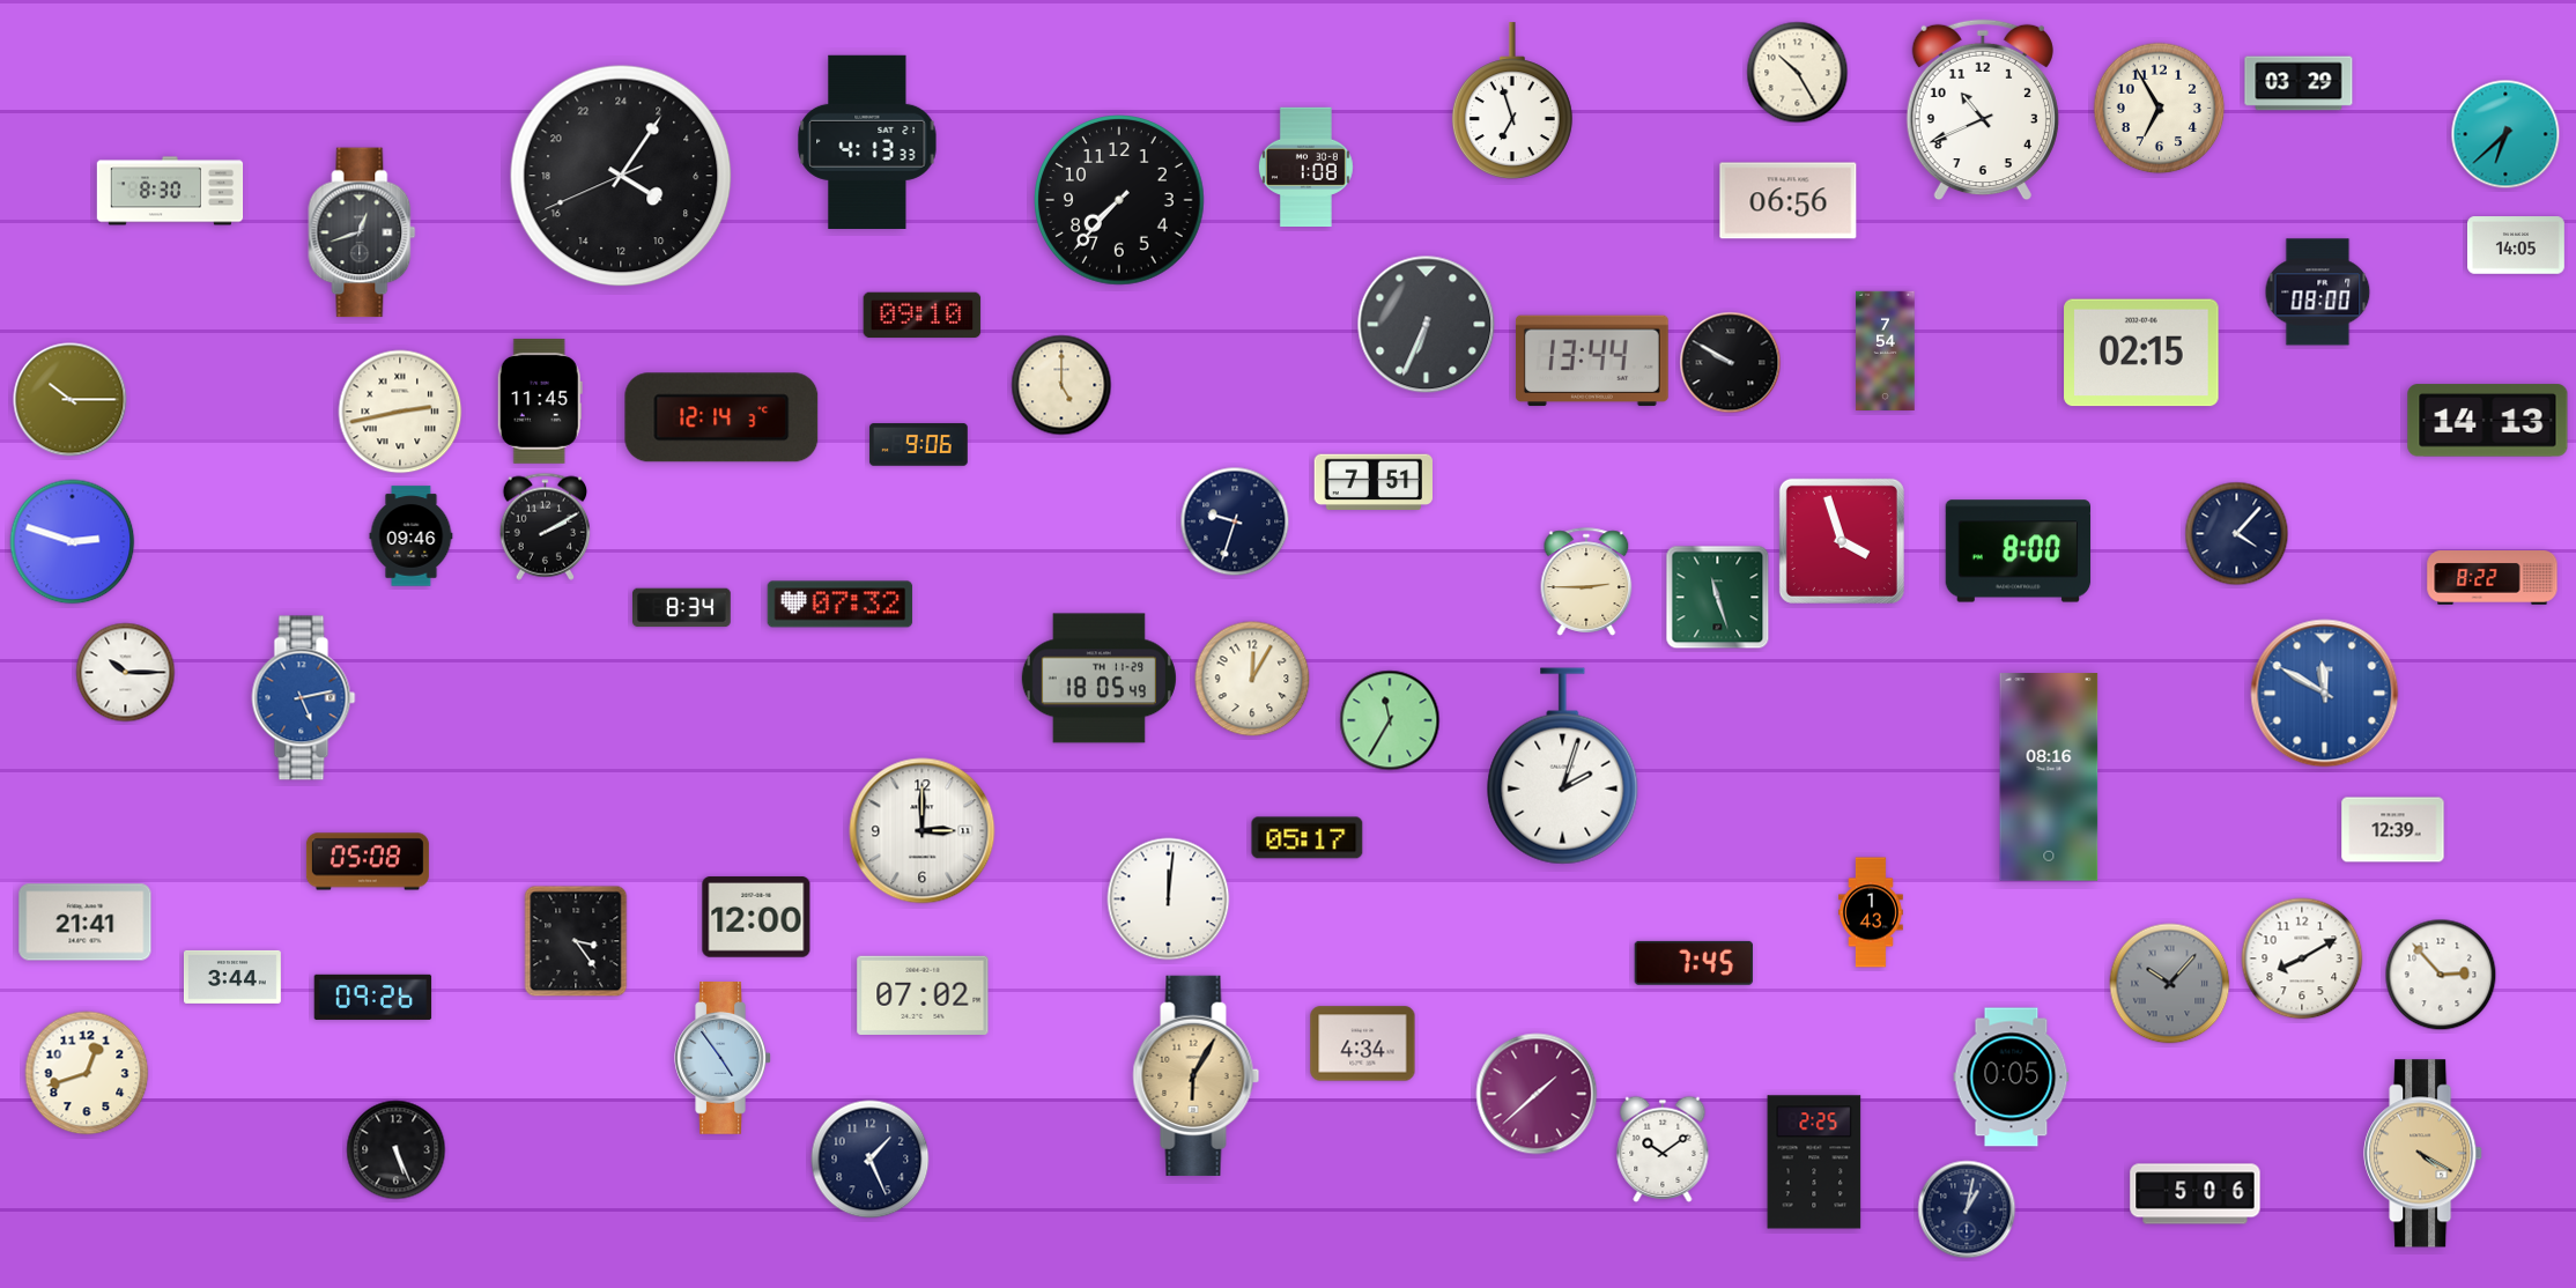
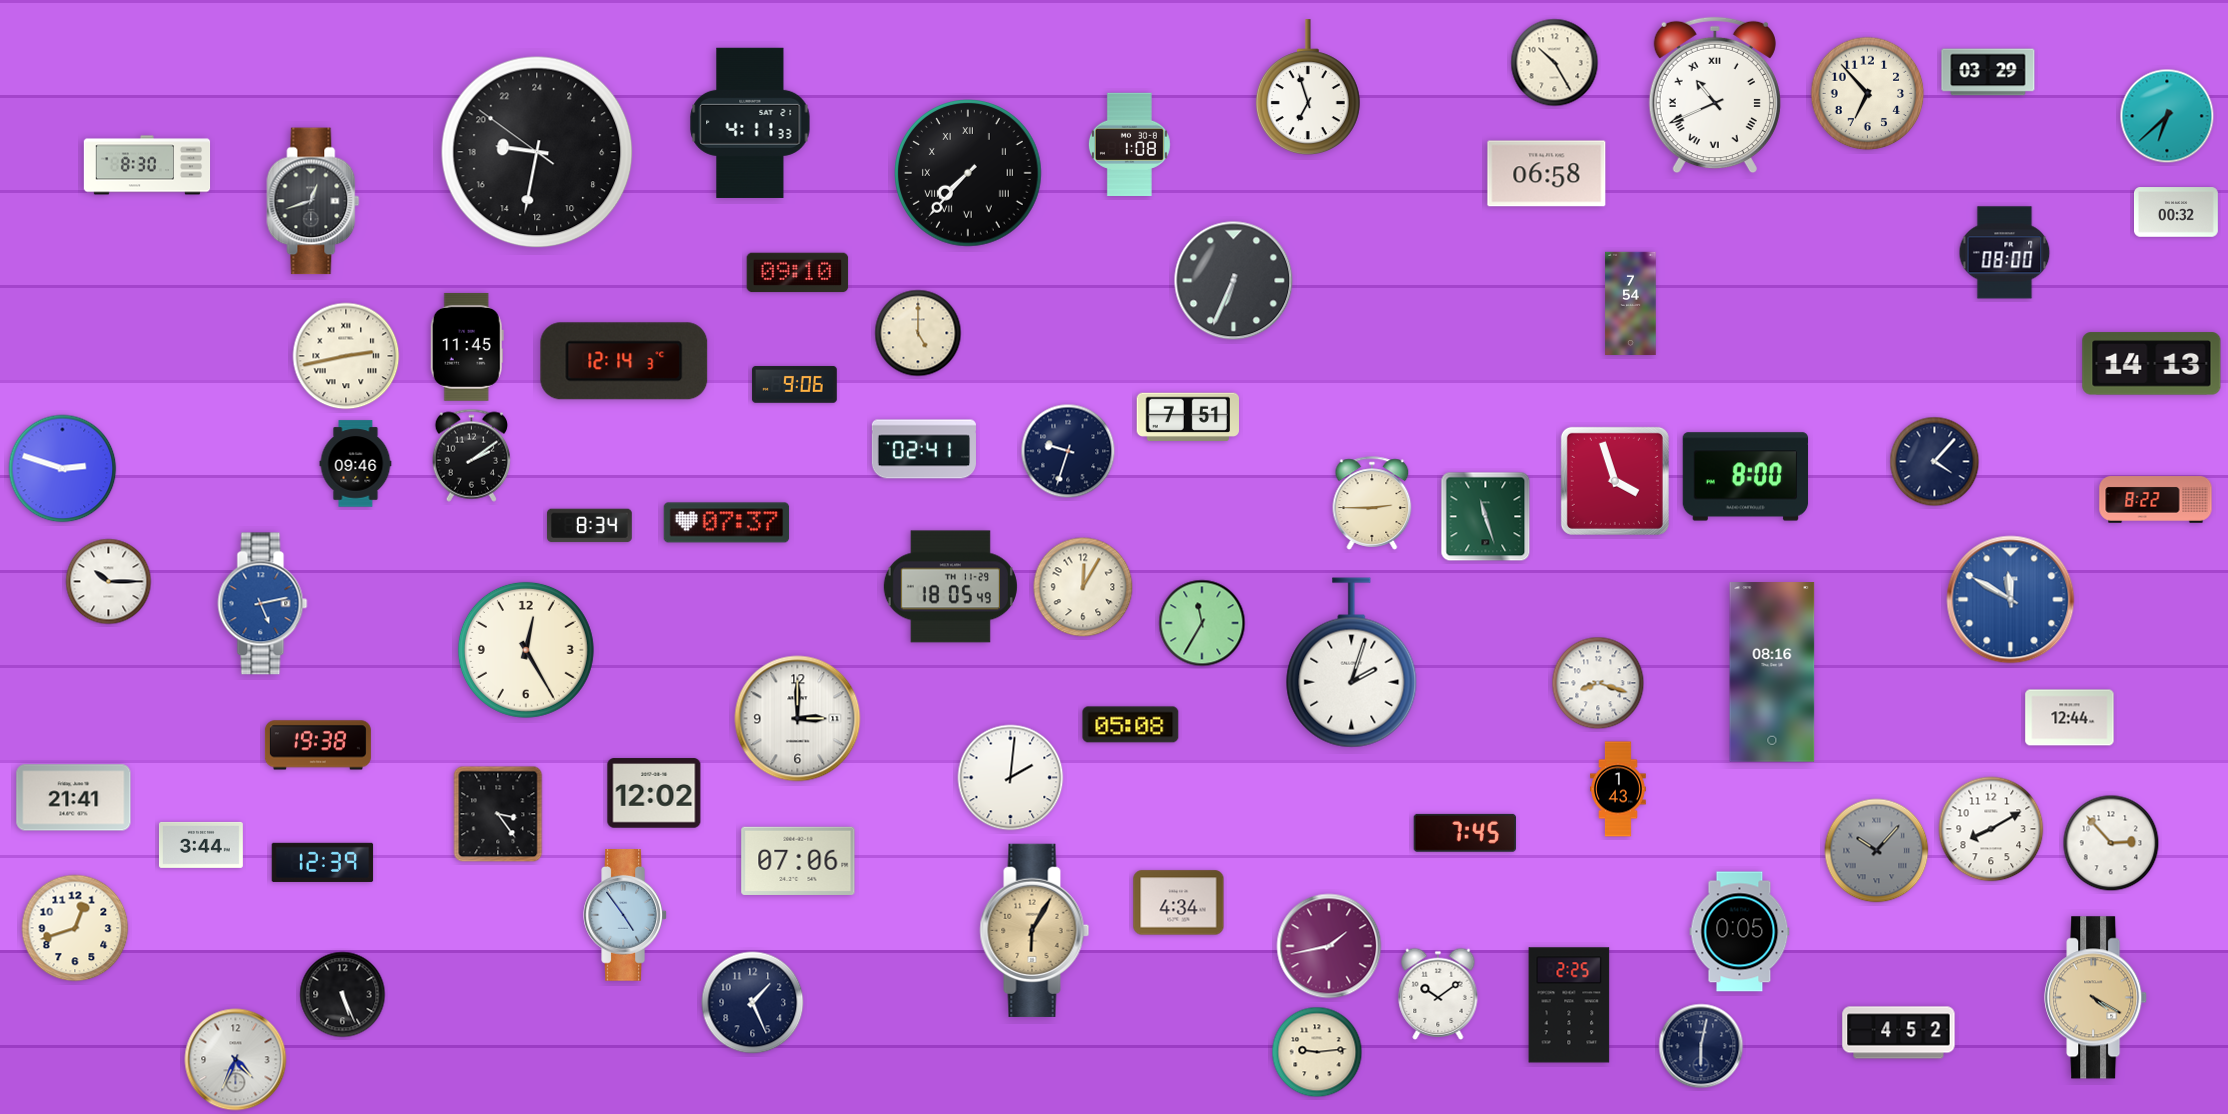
clock at (2160, 109): 6:55 -> 6:53
clock at (1983, 110) numerals: Arabic -> Roman
clock at (867, 142): 4:13 -> 4:11
clock at (621, 176): 8:05 -> 18:31
clock at (1119, 200) numerals: Arabic -> Roman
clock at (1789, 201): 06:56 -> 06:58
clock at (2517, 245): 14:05 -> 00:32
clock at (2141, 353): 02:15 -> none
clock at (1592, 361): 13:44 -> none
clock at (1731, 363): 9:50 -> none
clock at (71, 400): 10:15 -> none
clock at (924, 449): none -> 02:41
clock at (545, 526): 2:10 -> 2:09
clock at (1842, 541) position: (1842, 541) -> (1615, 481)
clock at (841, 605): 07:32 -> 07:37
clock at (526, 650): none -> 12:25
clock at (1598, 683): none -> 8:18
clock at (2393, 830): 12:39 -> 12:44
clock at (1308, 838): 05:17 -> 05:08
clock at (368, 861): 05:08 -> 19:38
clock at (1169, 900): 12:01 -> 2:01
clock at (756, 917): 12:00 -> 12:02
clock at (923, 995): 07:02 -> 07:06
clock at (373, 997): 09:26 -> 12:39
clock at (1537, 1094): 1:38 -> 1:43
clock at (2196, 1194): 5:06 -> 4:52
clock at (1967, 1209): 1:02 -> 6:02
clock at (1317, 1052): none -> 9:14
clock at (236, 1060): none -> 4:34
